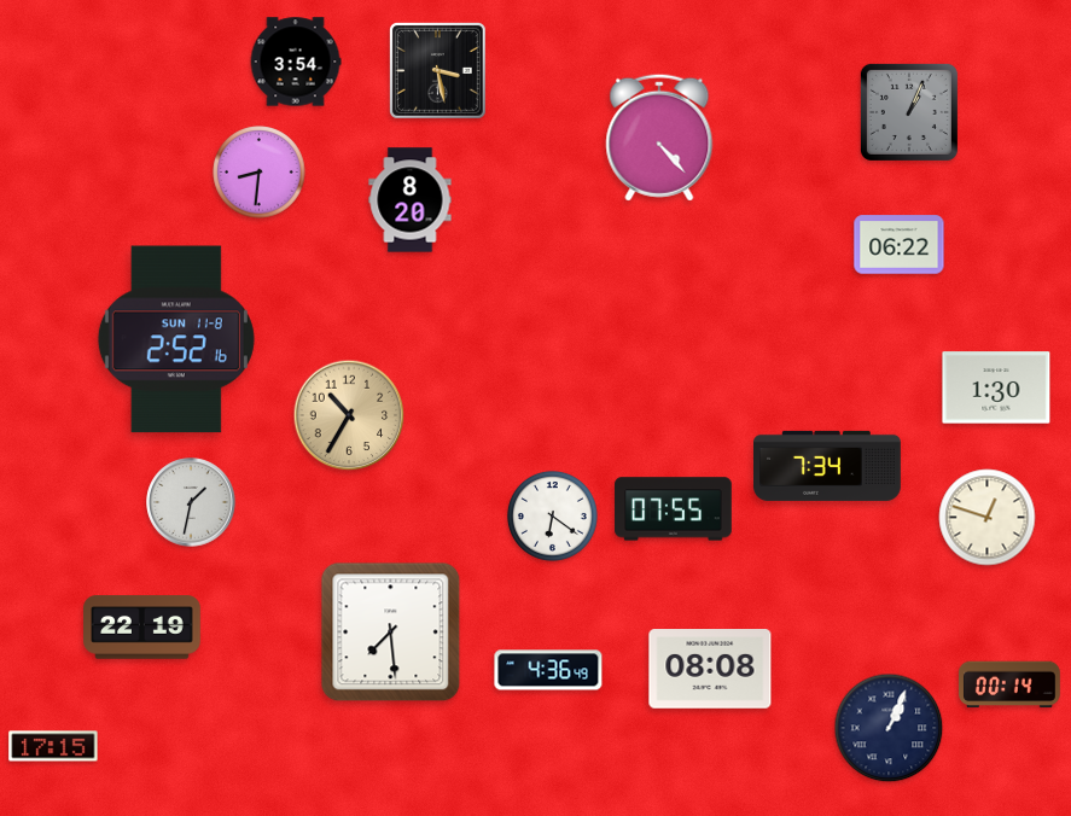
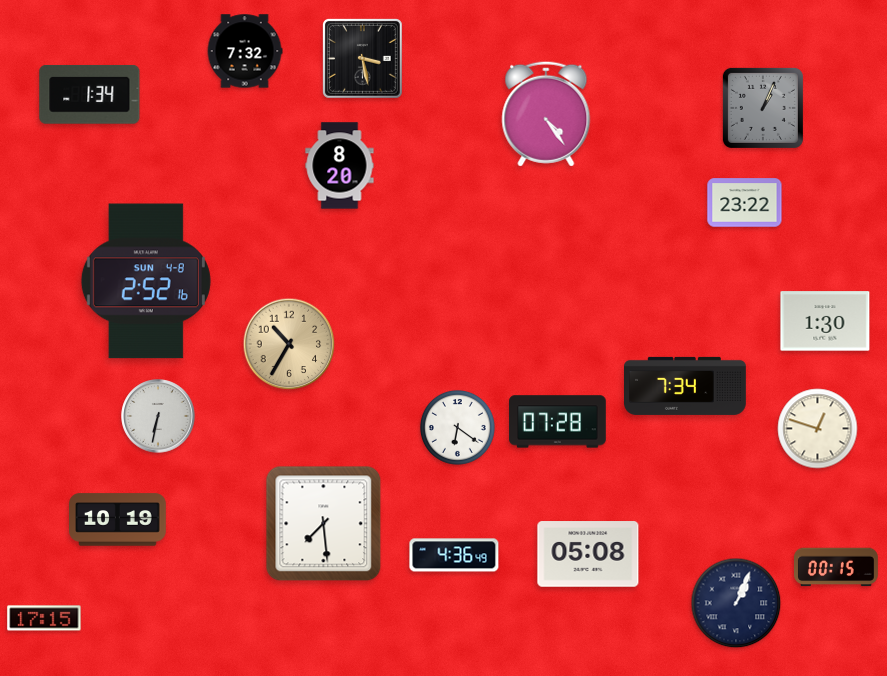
clock at (296, 62): 3:54 -> 7:32
clock at (909, 112) position: (909, 112) -> (763, 108)
clock at (90, 95): none -> 1:34
clock at (659, 138): 4:23 -> 4:24
clock at (260, 173): 8:31 -> none
clock at (900, 245): 06:22 -> 23:22
clock at (176, 339) date: SUN 11-8 -> SUN 4-8
clock at (191, 502): 1:32 -> 6:32
clock at (674, 509): 07:55 -> 07:28
clock at (142, 628): 22:19 -> 10:19
clock at (710, 669): 08:08 -> 05:08
clock at (1011, 684): 00:14 -> 00:15
